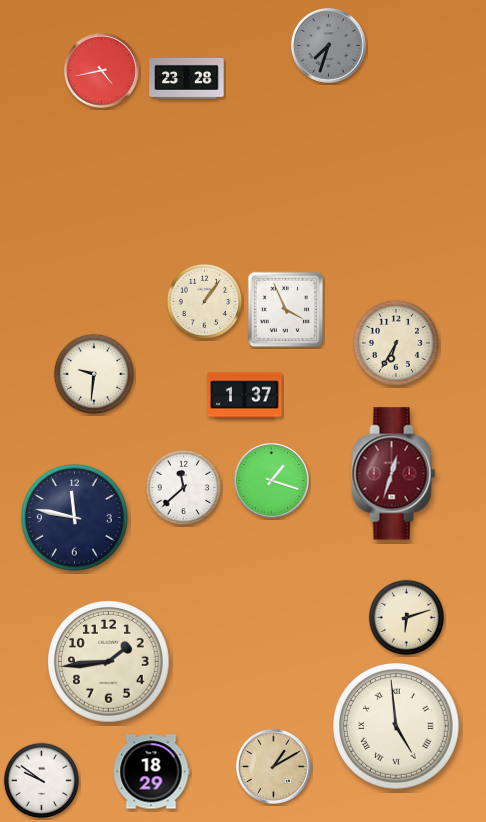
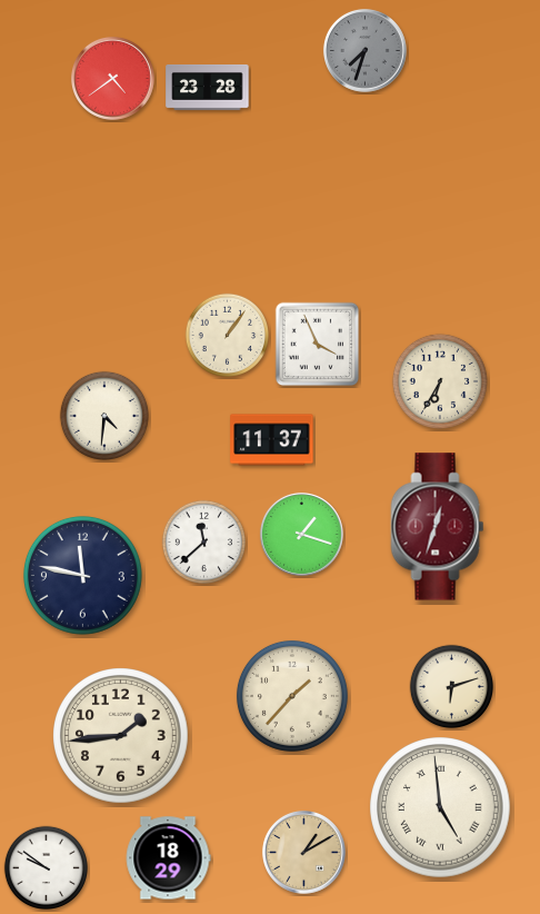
clock at (101, 70): 4:43 -> 4:39
clock at (93, 373): 9:31 -> 4:31
clock at (245, 396): 1:37 -> 11:37
clock at (292, 696): none -> 1:37
